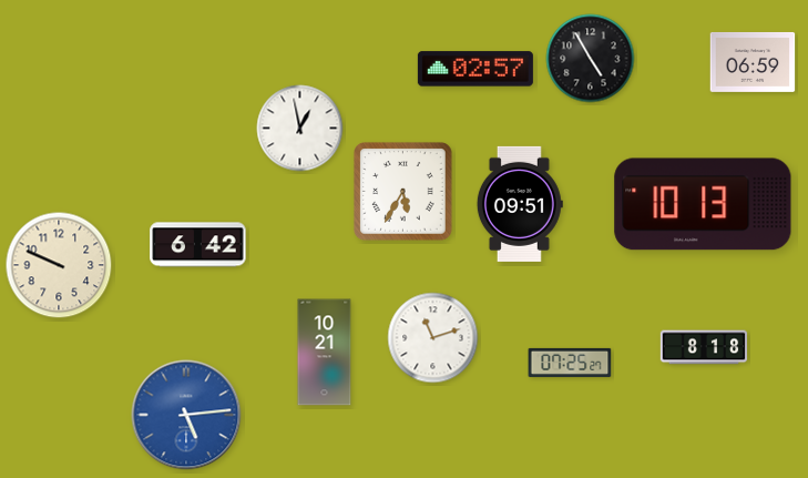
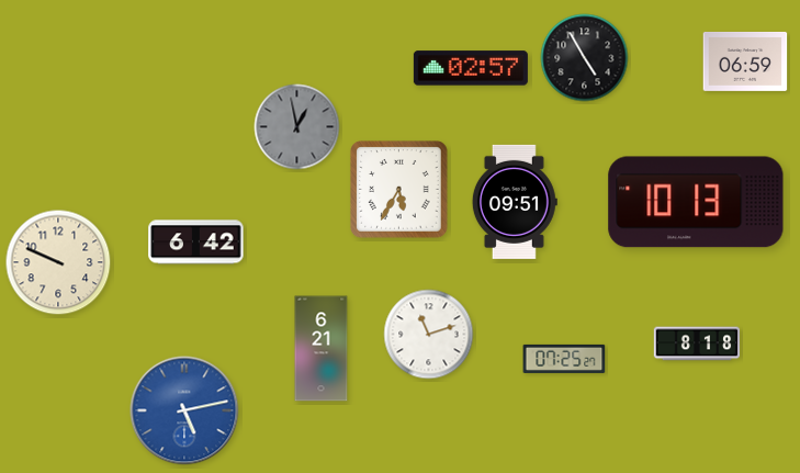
clock at (300, 129) dial: white -> grey
clock at (325, 353): 10:21 -> 6:21
clock at (186, 415): 5:14 -> 5:13
